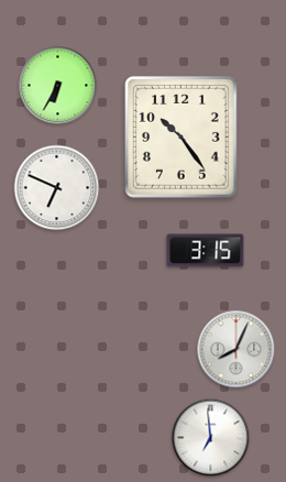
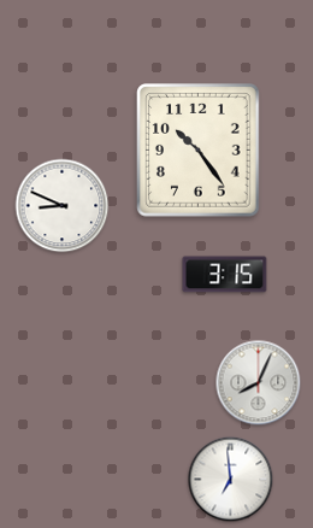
clock at (58, 86): 6:35 -> none
clock at (57, 188): 6:49 -> 8:49
